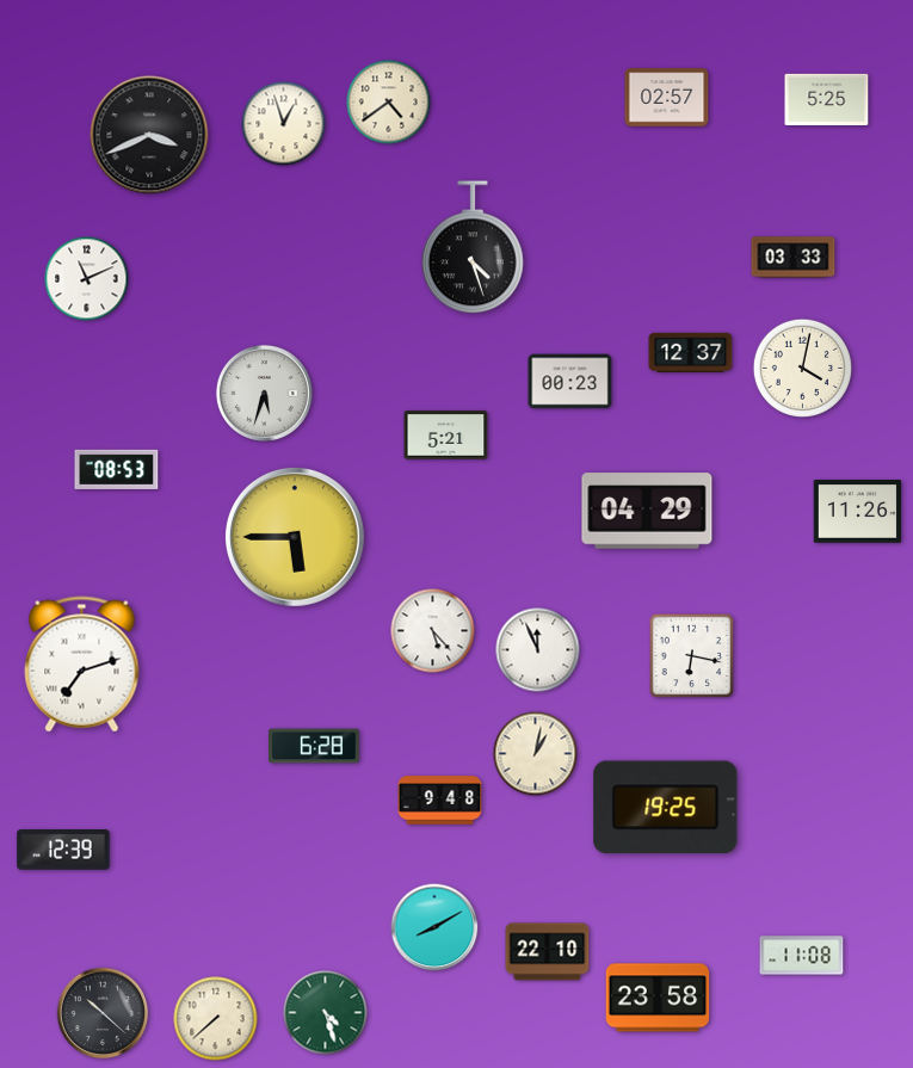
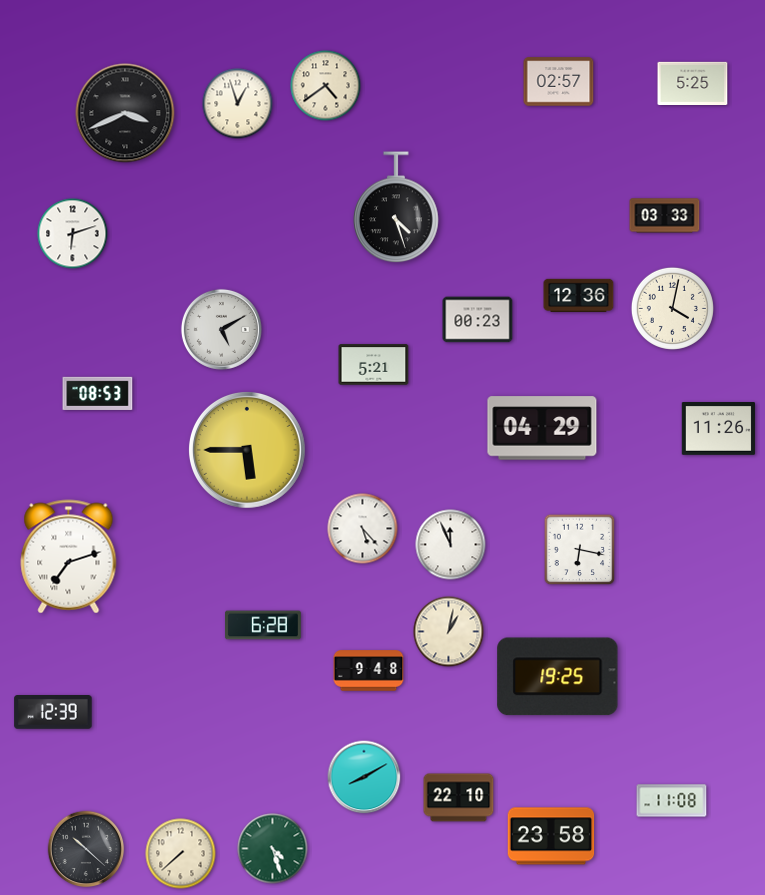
clock at (87, 279): 11:11 -> 6:12
clock at (691, 352): 12:37 -> 12:36
clock at (264, 393): 5:33 -> 5:10
